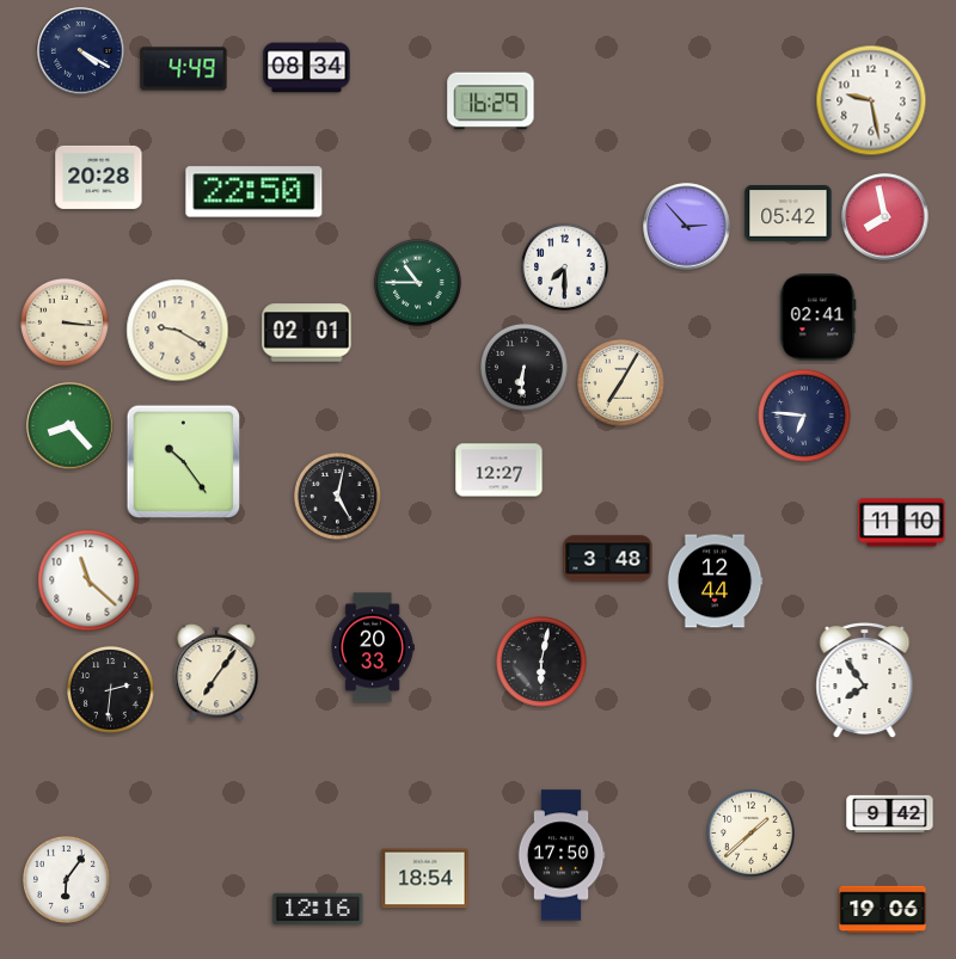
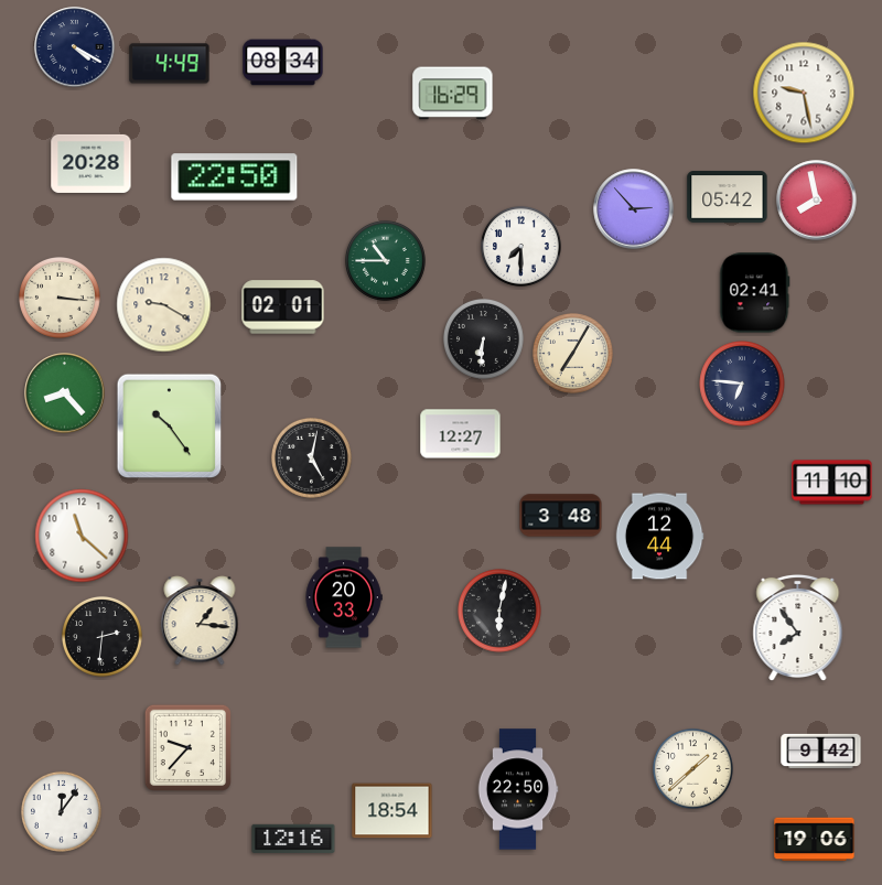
clock at (216, 672): 7:06 -> 1:16
clock at (187, 747): none -> 9:37
clock at (562, 855): 17:50 -> 22:50
clock at (66, 879): 6:06 -> 12:06
